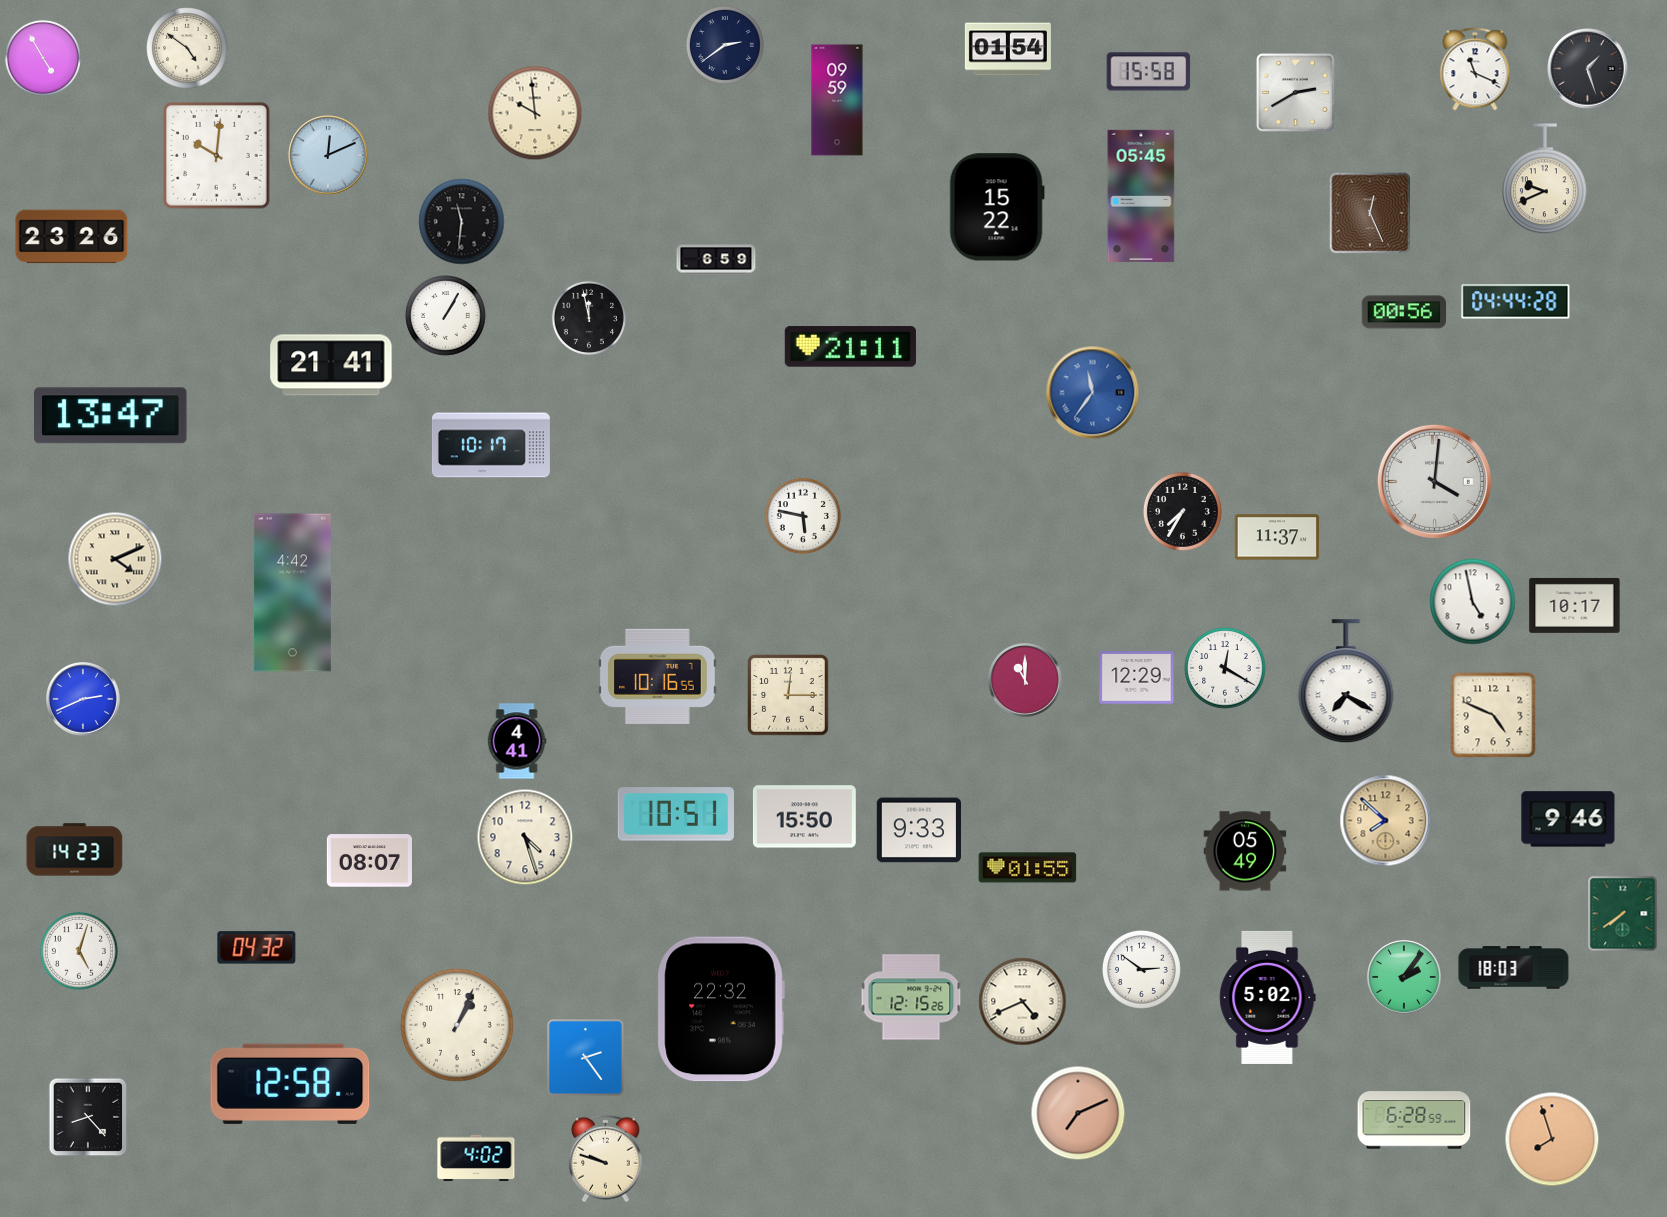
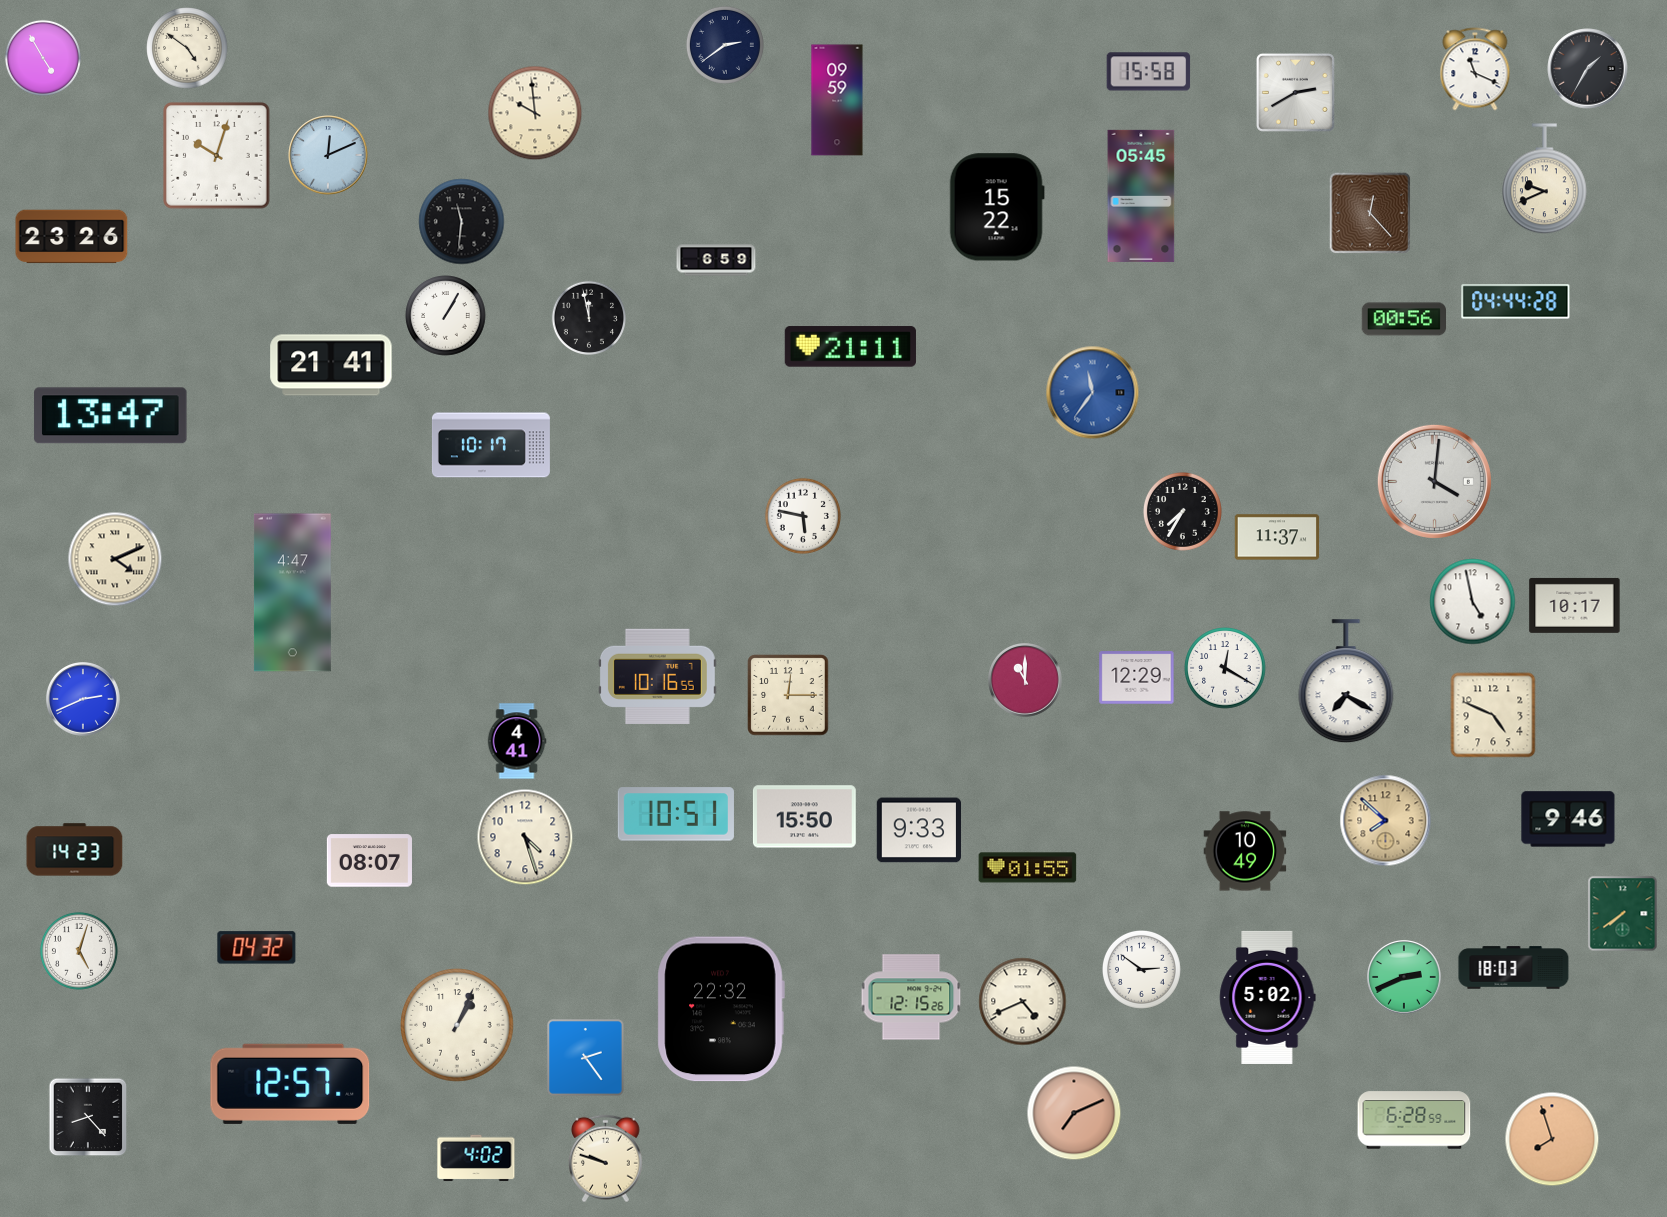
clock at (1008, 49): 01:54 -> none
clock at (1588, 69): 1:27 -> 1:35
clock at (217, 156): 10:01 -> 10:03
clock at (1370, 213): 12:26 -> 12:23
clock at (1404, 312) position: (1404, 312) -> (1404, 319)
clock at (292, 593): 4:42 -> 4:47
clock at (1245, 851): 05:49 -> 10:49
clock at (1405, 978): 2:06 -> 2:41
clock at (290, 1084): 12:58 -> 12:57
clock at (1078, 1113) position: (1078, 1113) -> (1074, 1113)
